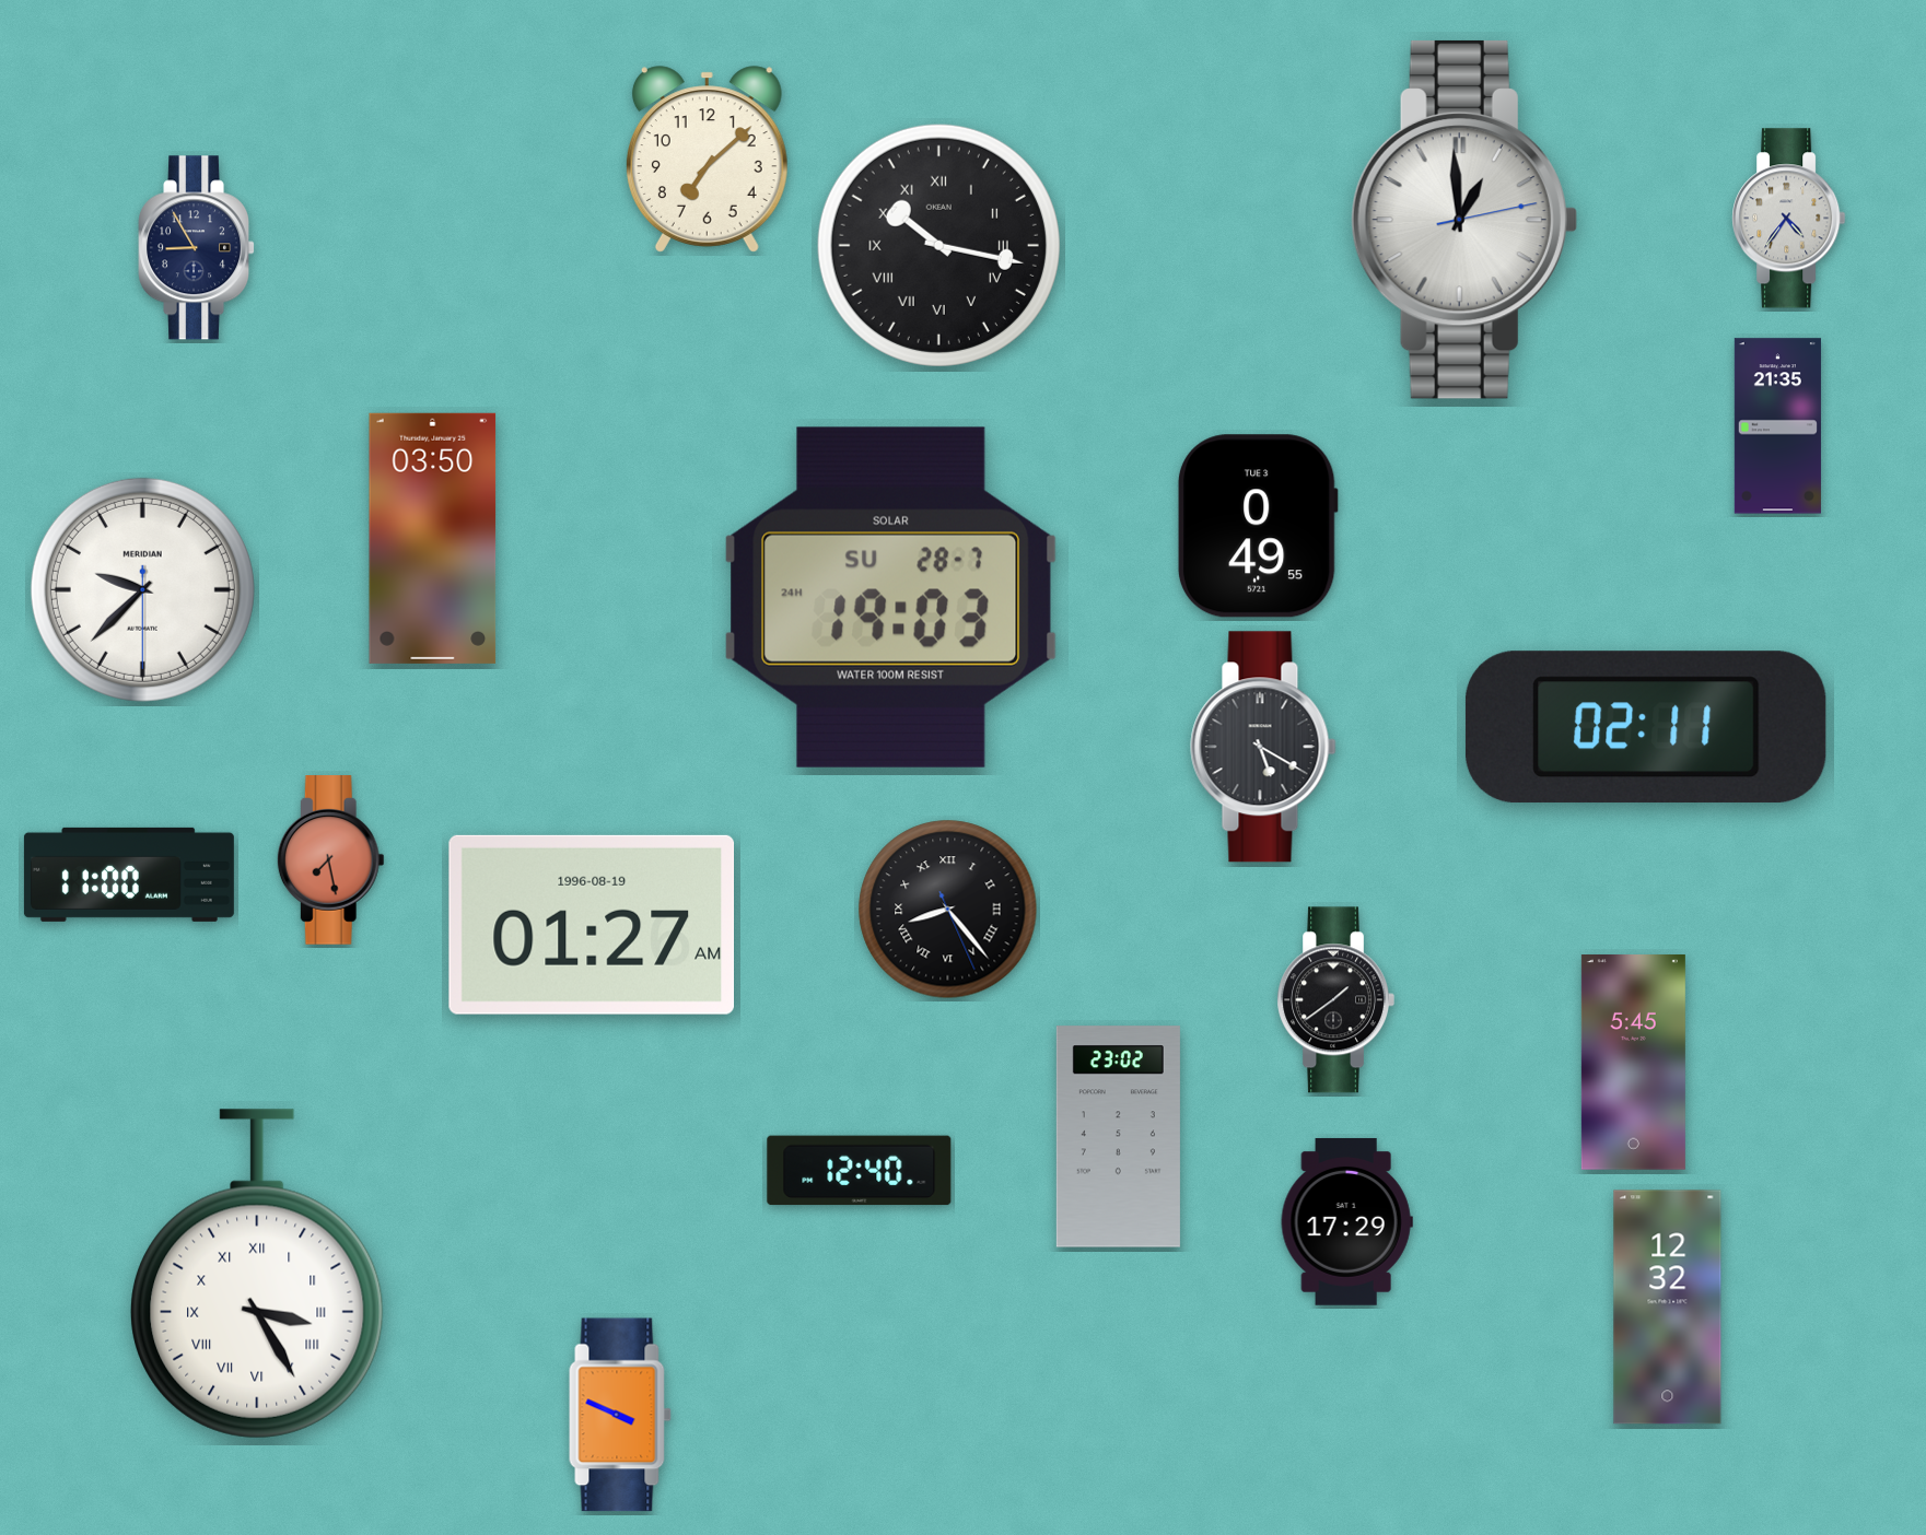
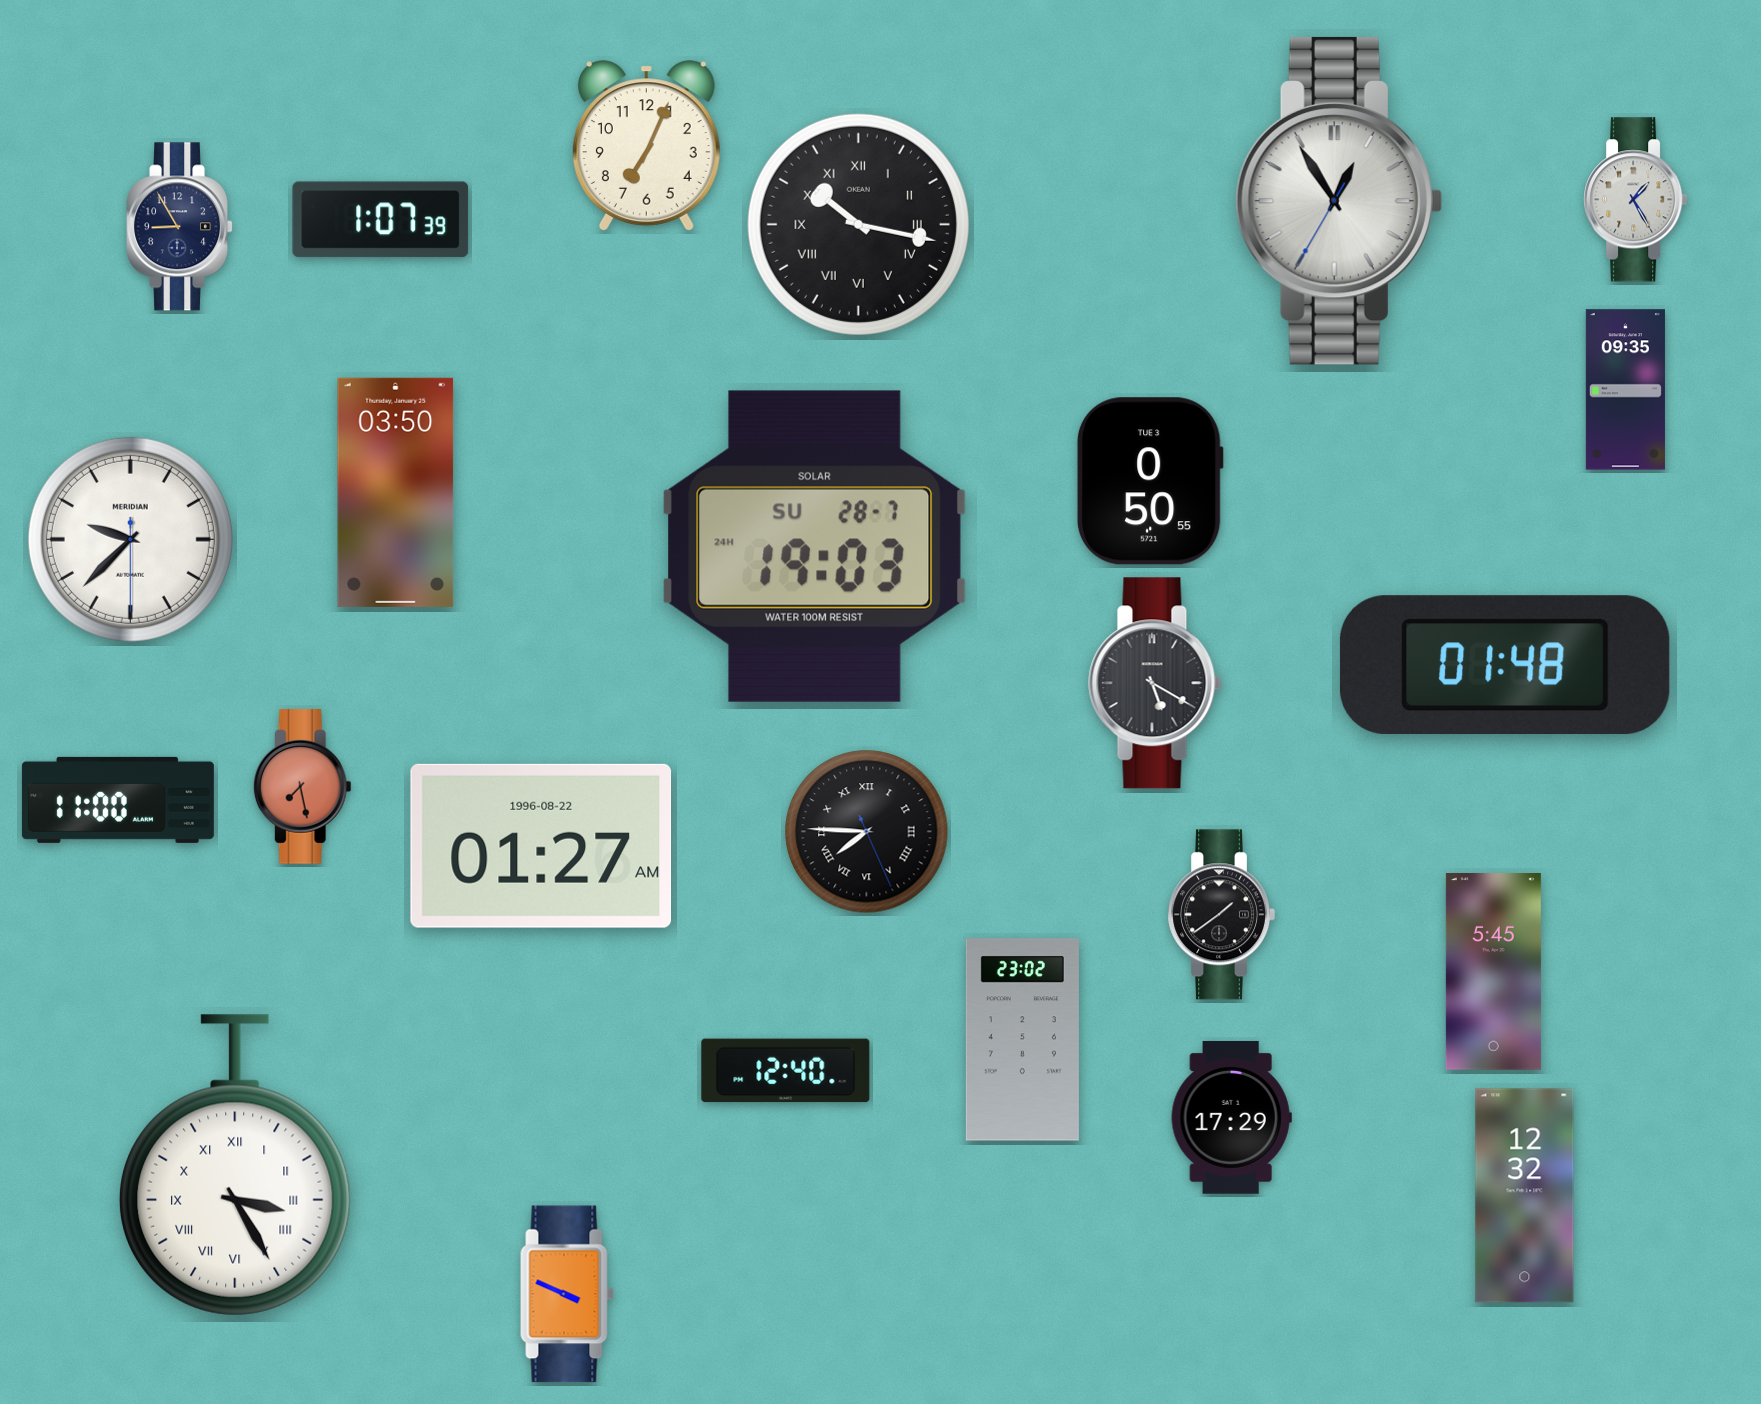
clock at (707, 160): 7:08 -> 7:04
clock at (1789, 219): 4:36 -> 1:25
clock at (1464, 220): 12:59 -> 12:54
clock at (381, 220): none -> 1:07
clock at (1777, 426): 21:35 -> 09:35
clock at (1258, 526): 0:49 -> 0:50
clock at (1646, 727): 02:11 -> 01:48
clock at (948, 910): 8:23 -> 7:45
clock at (591, 925) date: 1996-08-19 -> 1996-08-22
